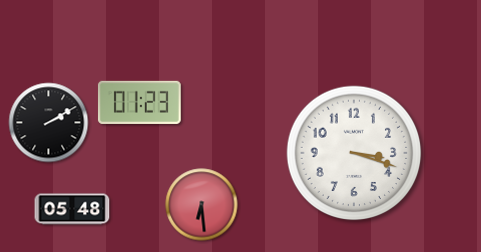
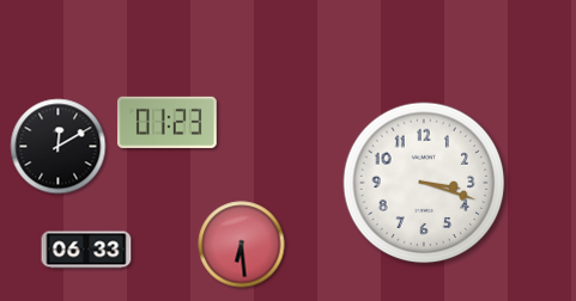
clock at (49, 123): 2:10 -> 12:10
clock at (72, 209): 05:48 -> 06:33
